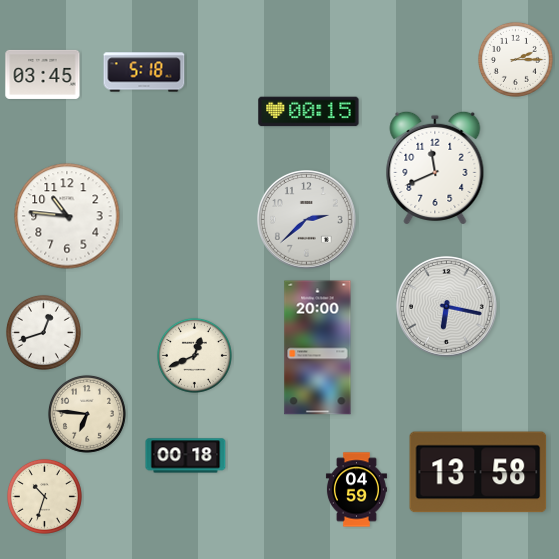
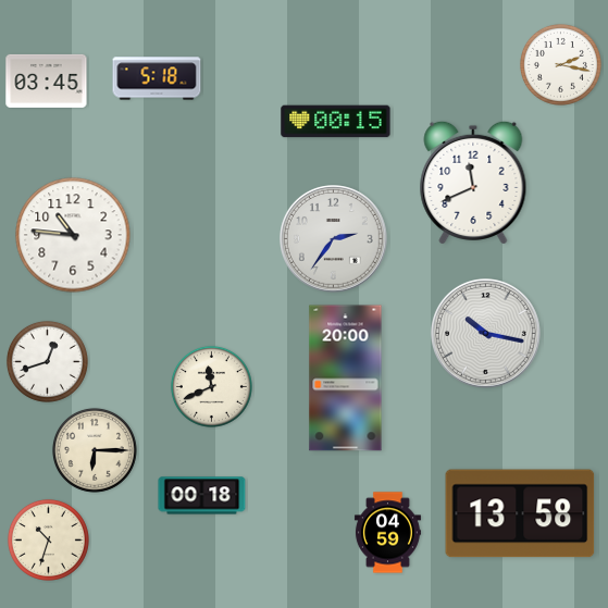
clock at (515, 59): 2:15 -> 2:17
clock at (307, 220): 2:38 -> 2:36
clock at (446, 306): 6:17 -> 10:17
clock at (194, 355): 12:41 -> 11:41
clock at (87, 414): 6:46 -> 6:15
